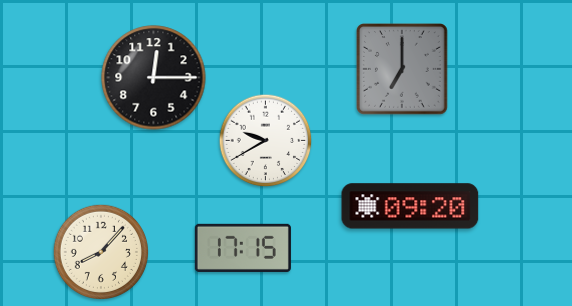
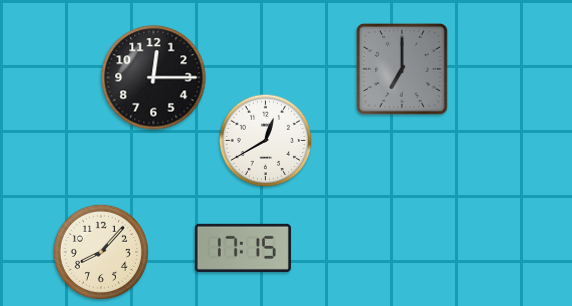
clock at (266, 141): 9:40 -> 12:40
clock at (410, 206): 09:20 -> none
